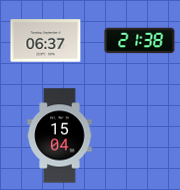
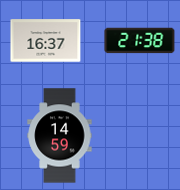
clock at (46, 41): 06:37 -> 16:37
clock at (60, 136): 15:04 -> 14:59
